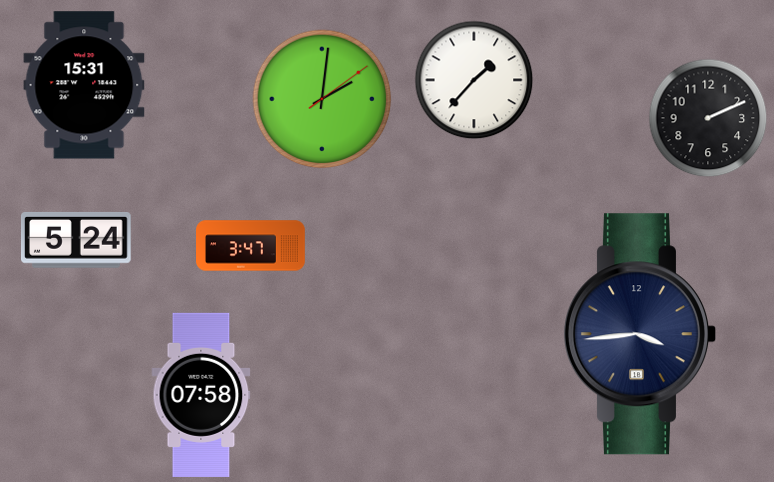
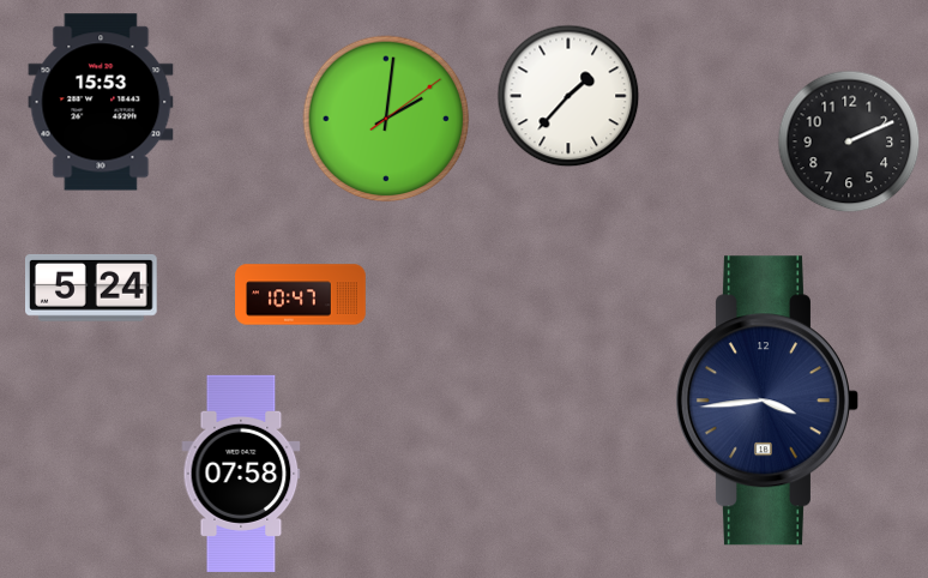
clock at (84, 85): 15:31 -> 15:53
clock at (251, 246): 3:47 -> 10:47
